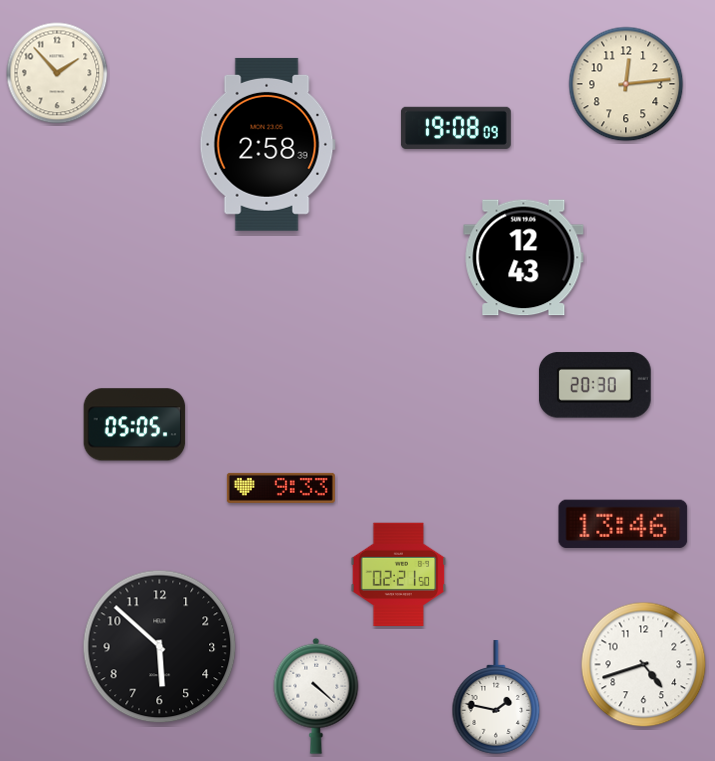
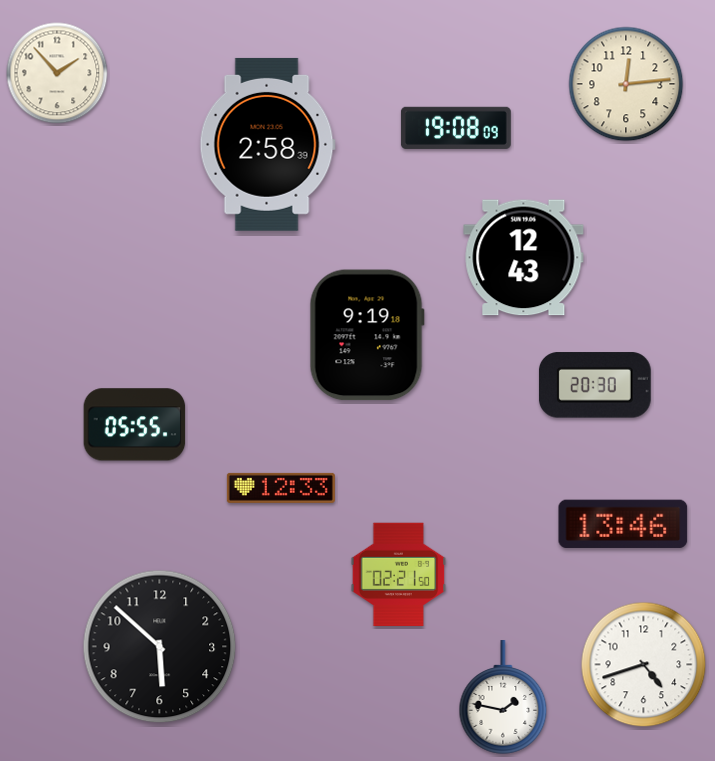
clock at (367, 335): none -> 9:19
clock at (135, 425): 05:05 -> 05:55
clock at (281, 488): 9:33 -> 12:33
clock at (316, 696): 4:22 -> none
clock at (496, 697) position: (496, 697) -> (503, 697)
